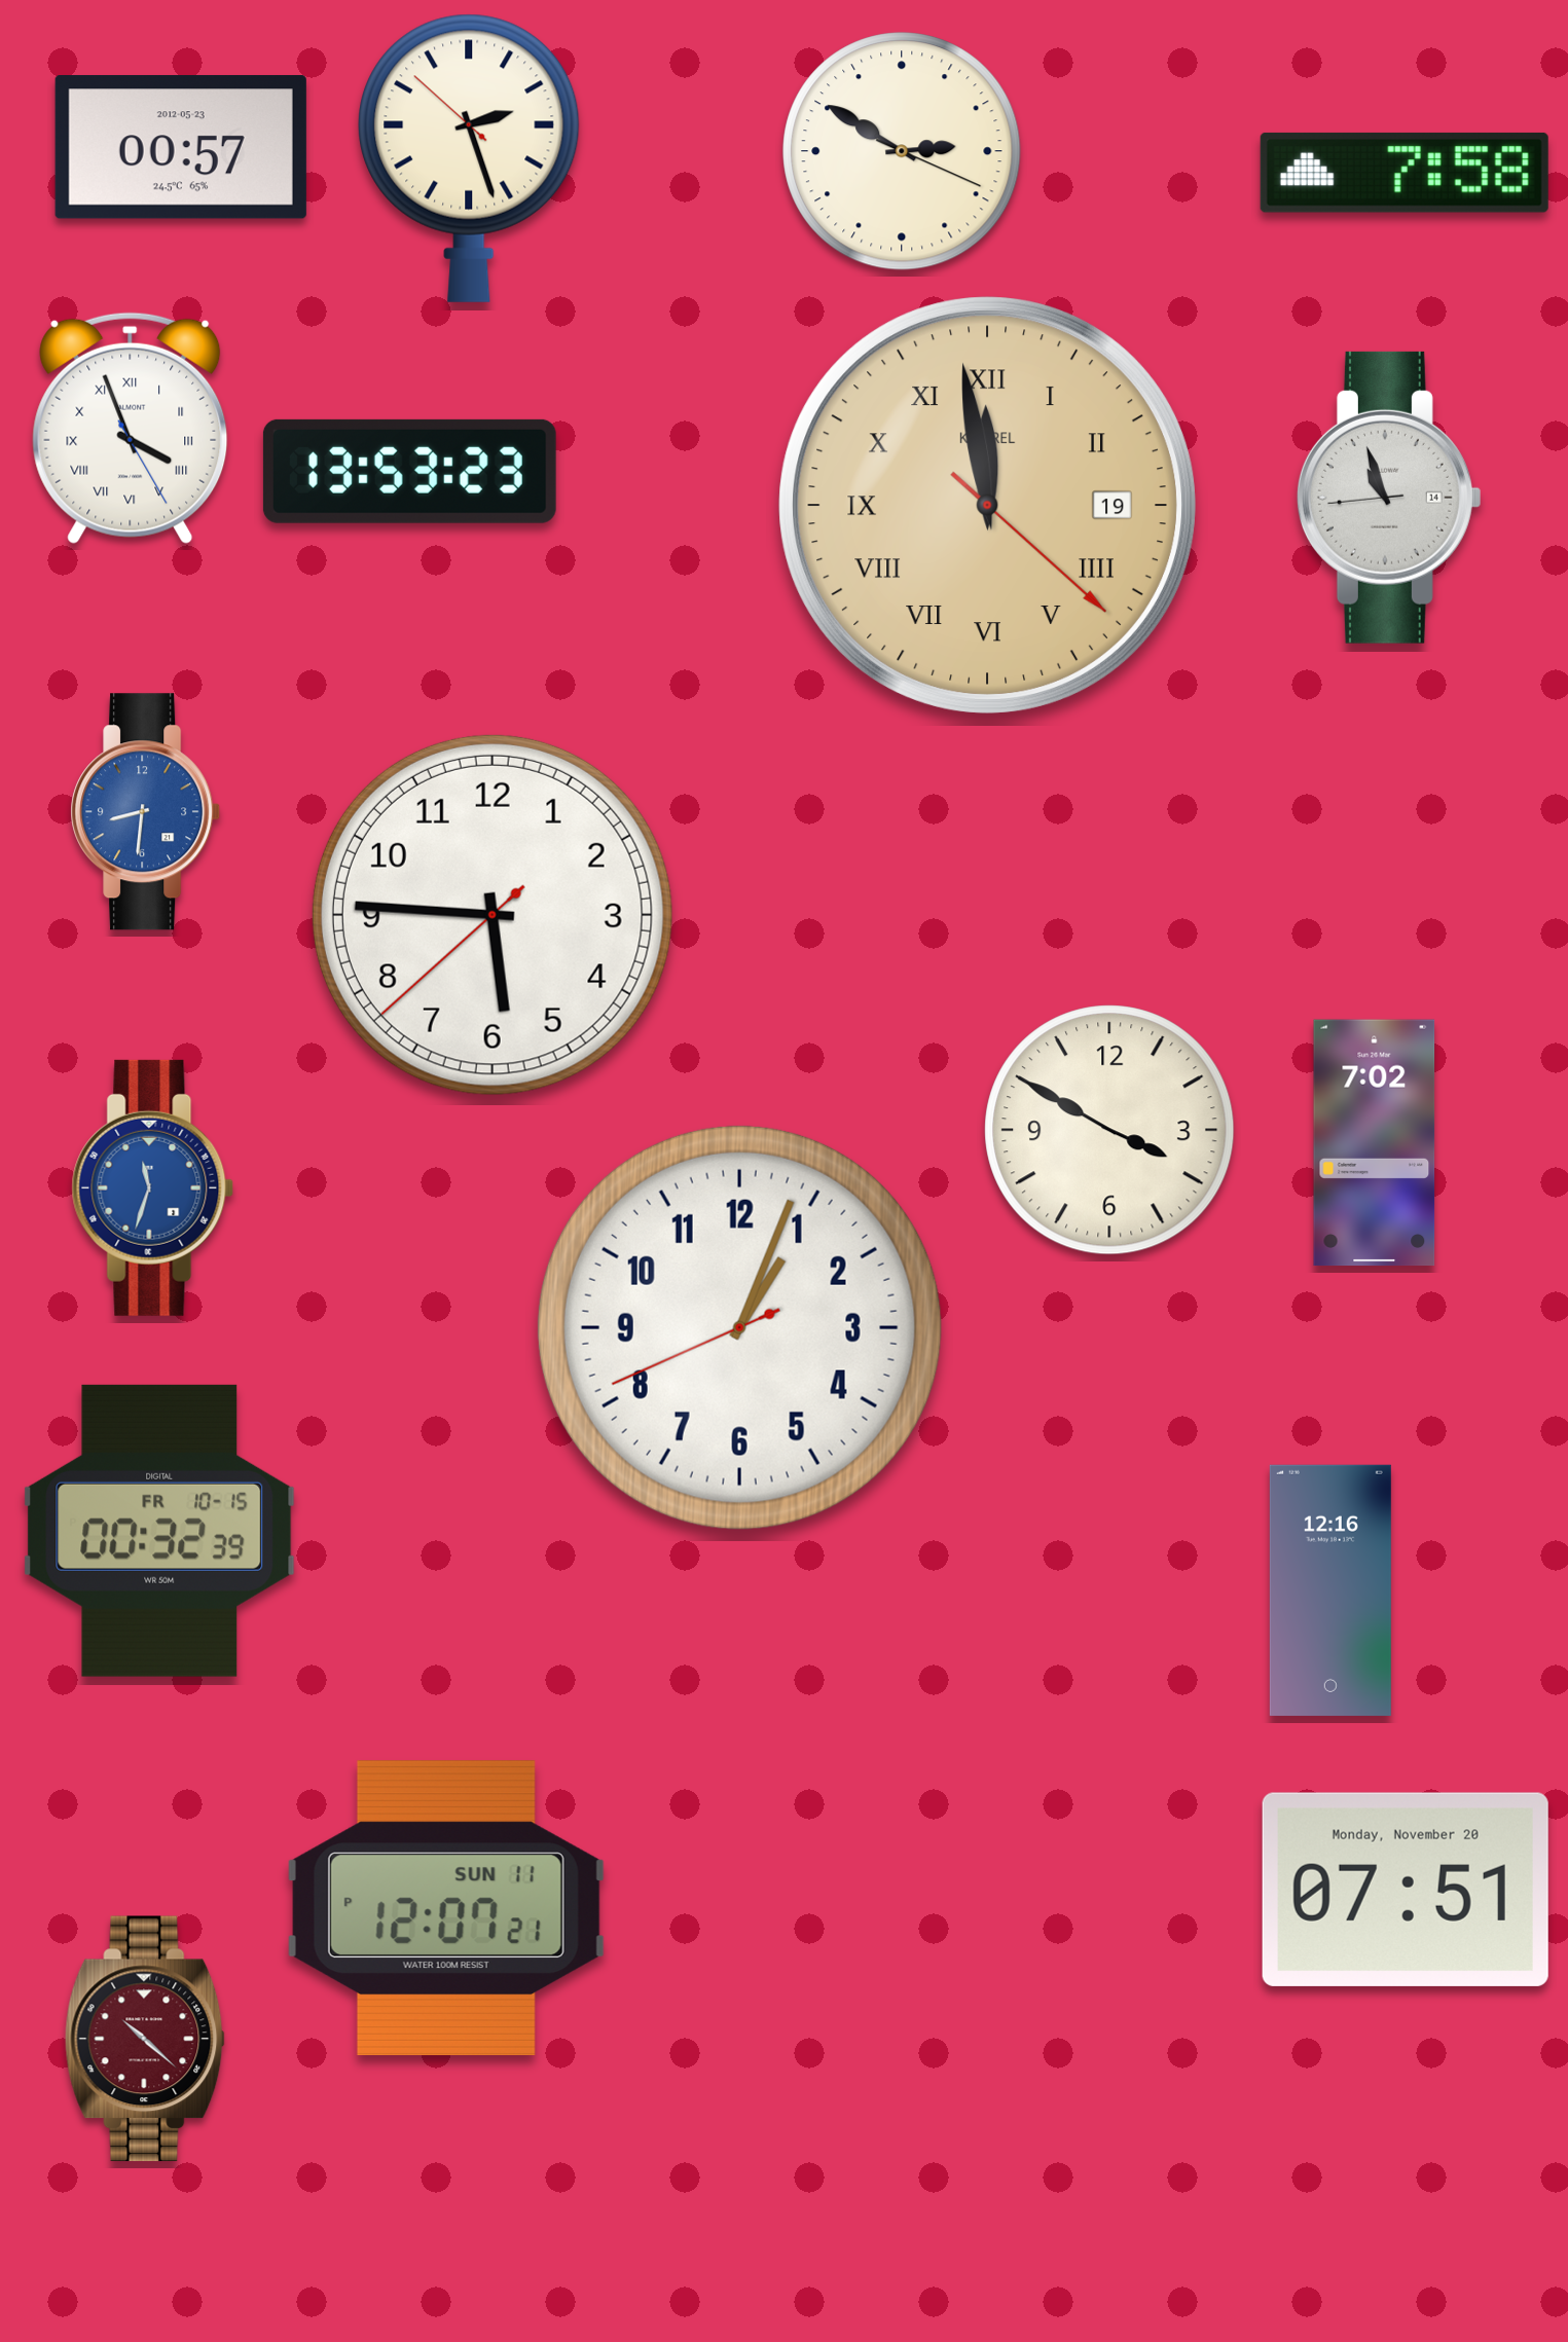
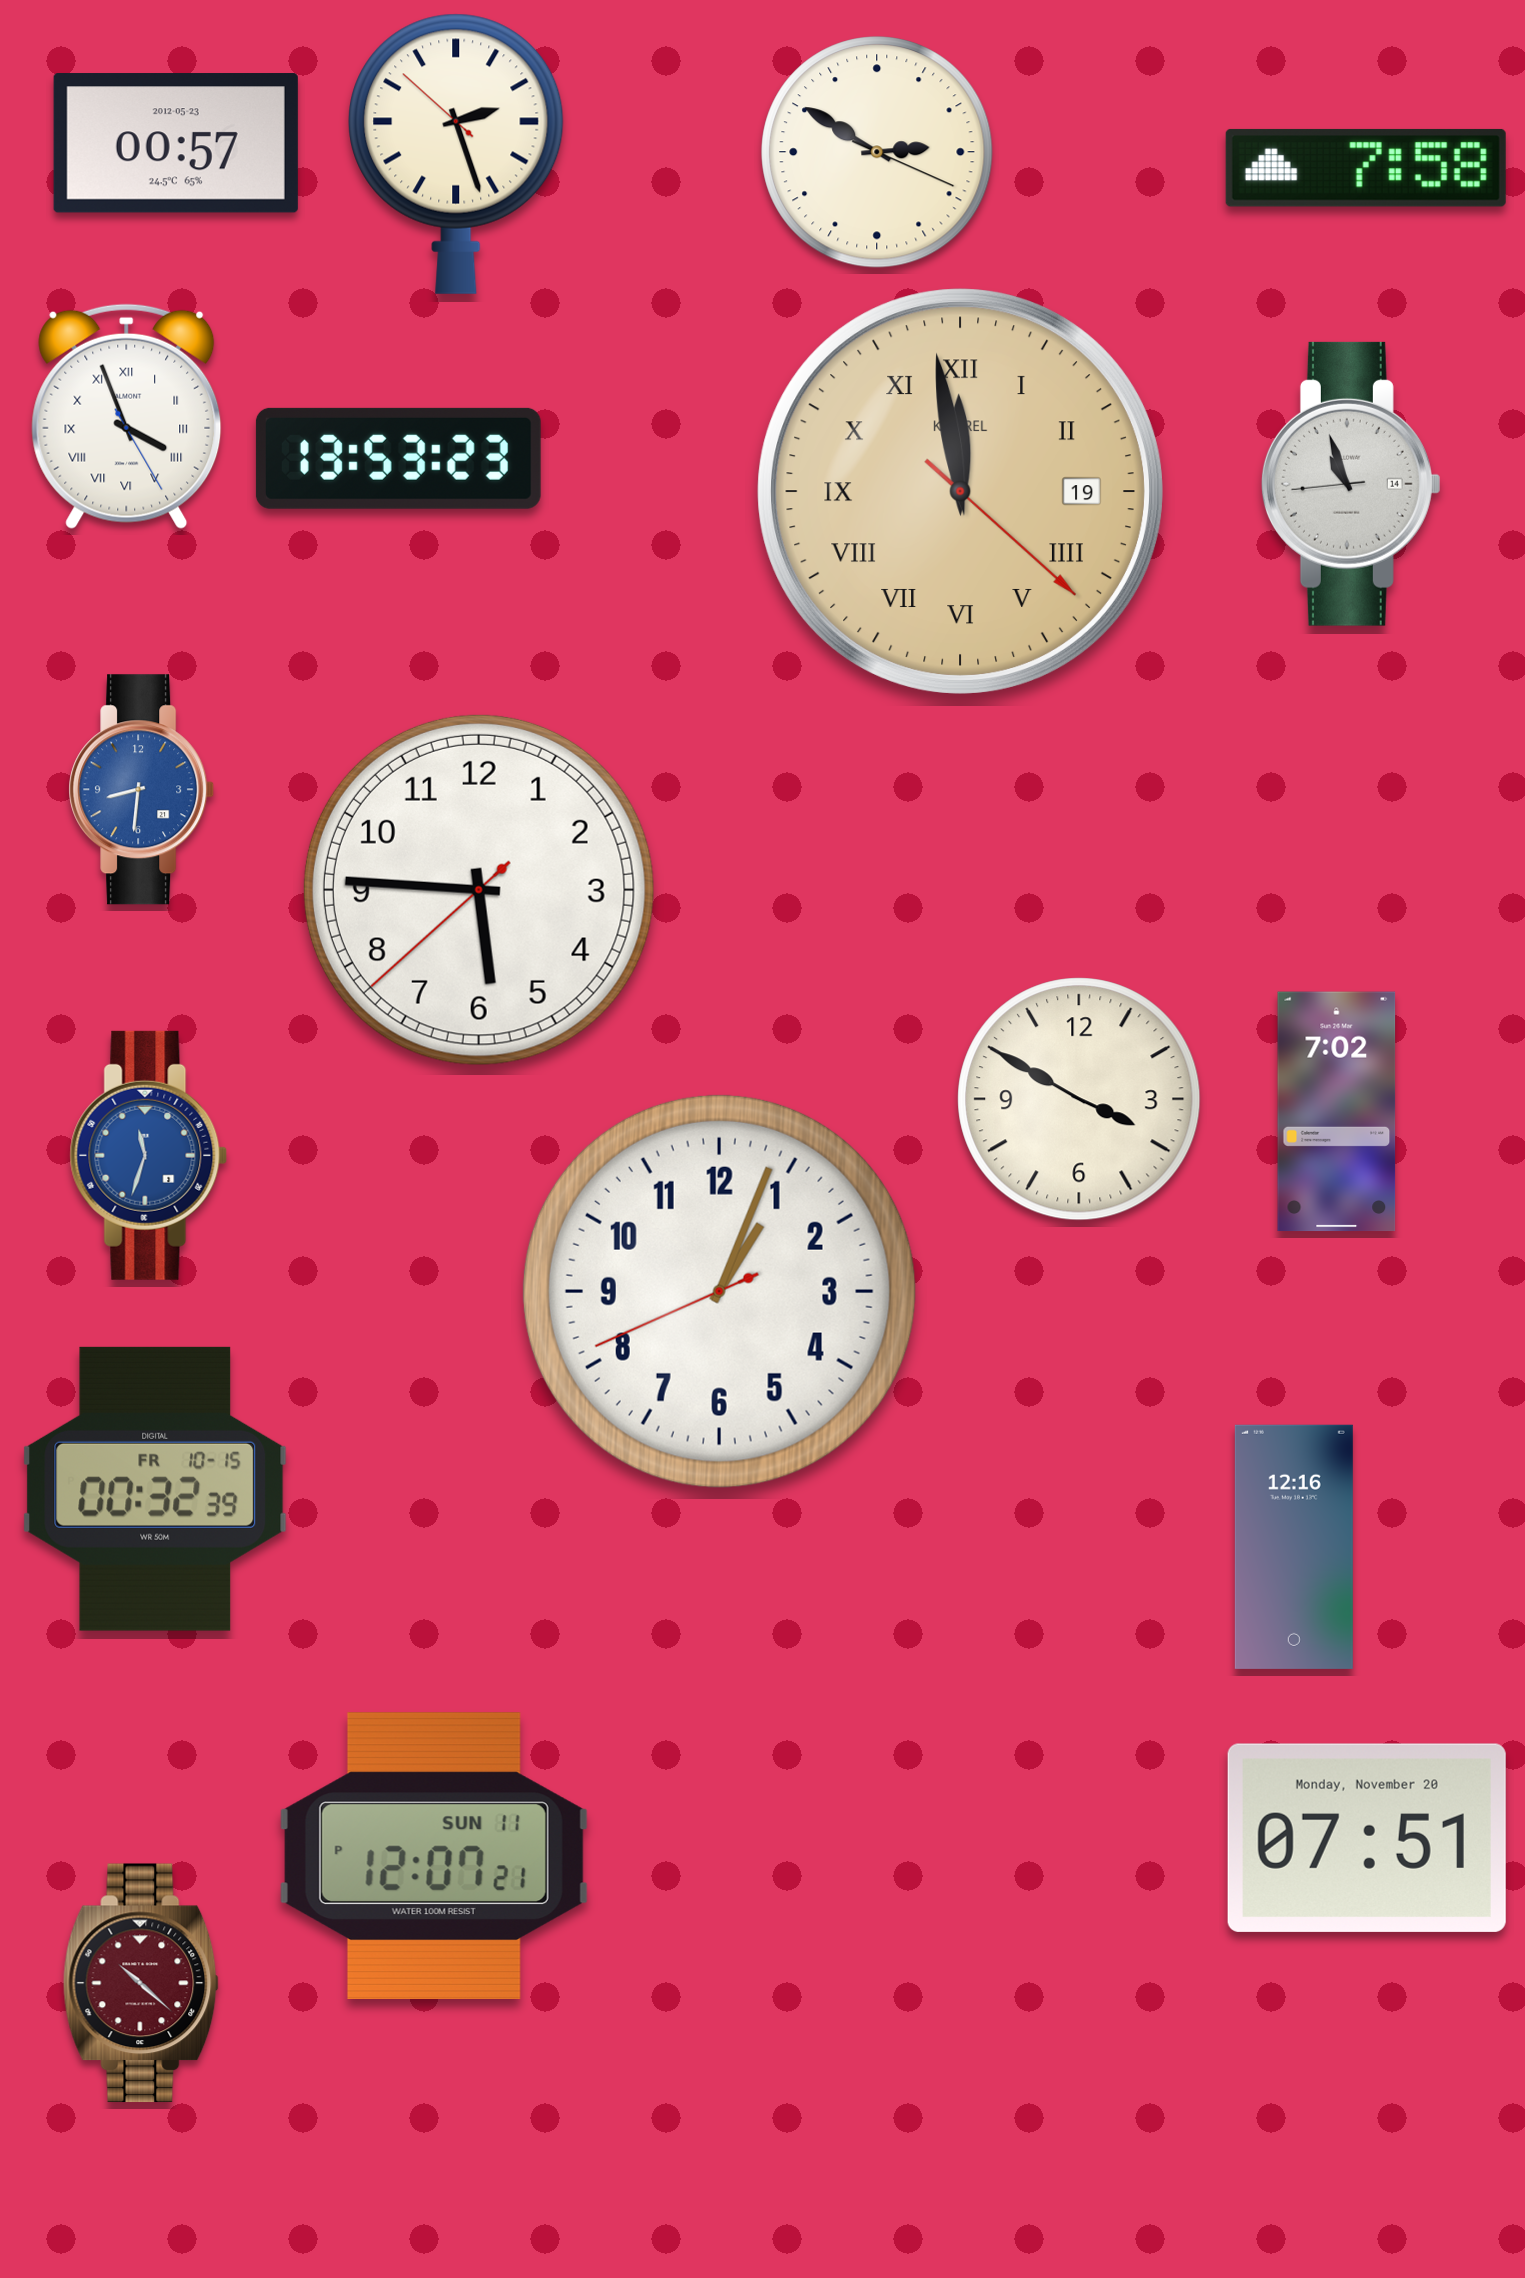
clock at (902, 151) position: (902, 151) -> (877, 152)
